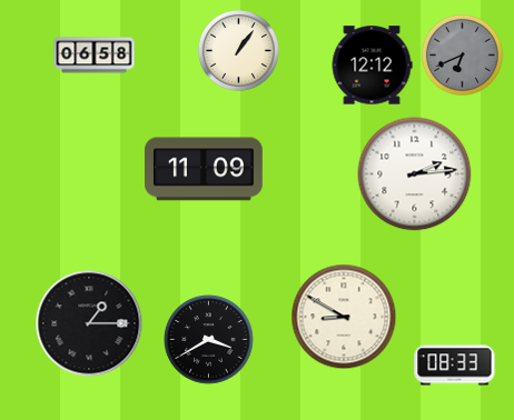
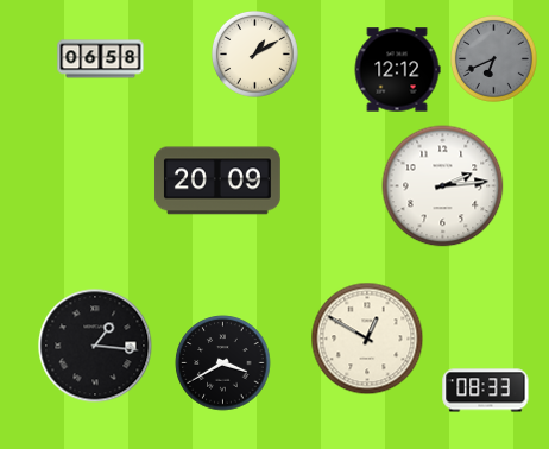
clock at (239, 51): 1:06 -> 1:10
clock at (204, 169): 11:09 -> 20:09
clock at (344, 317): 8:50 -> 12:50
clock at (89, 323): 1:15 -> 1:16
